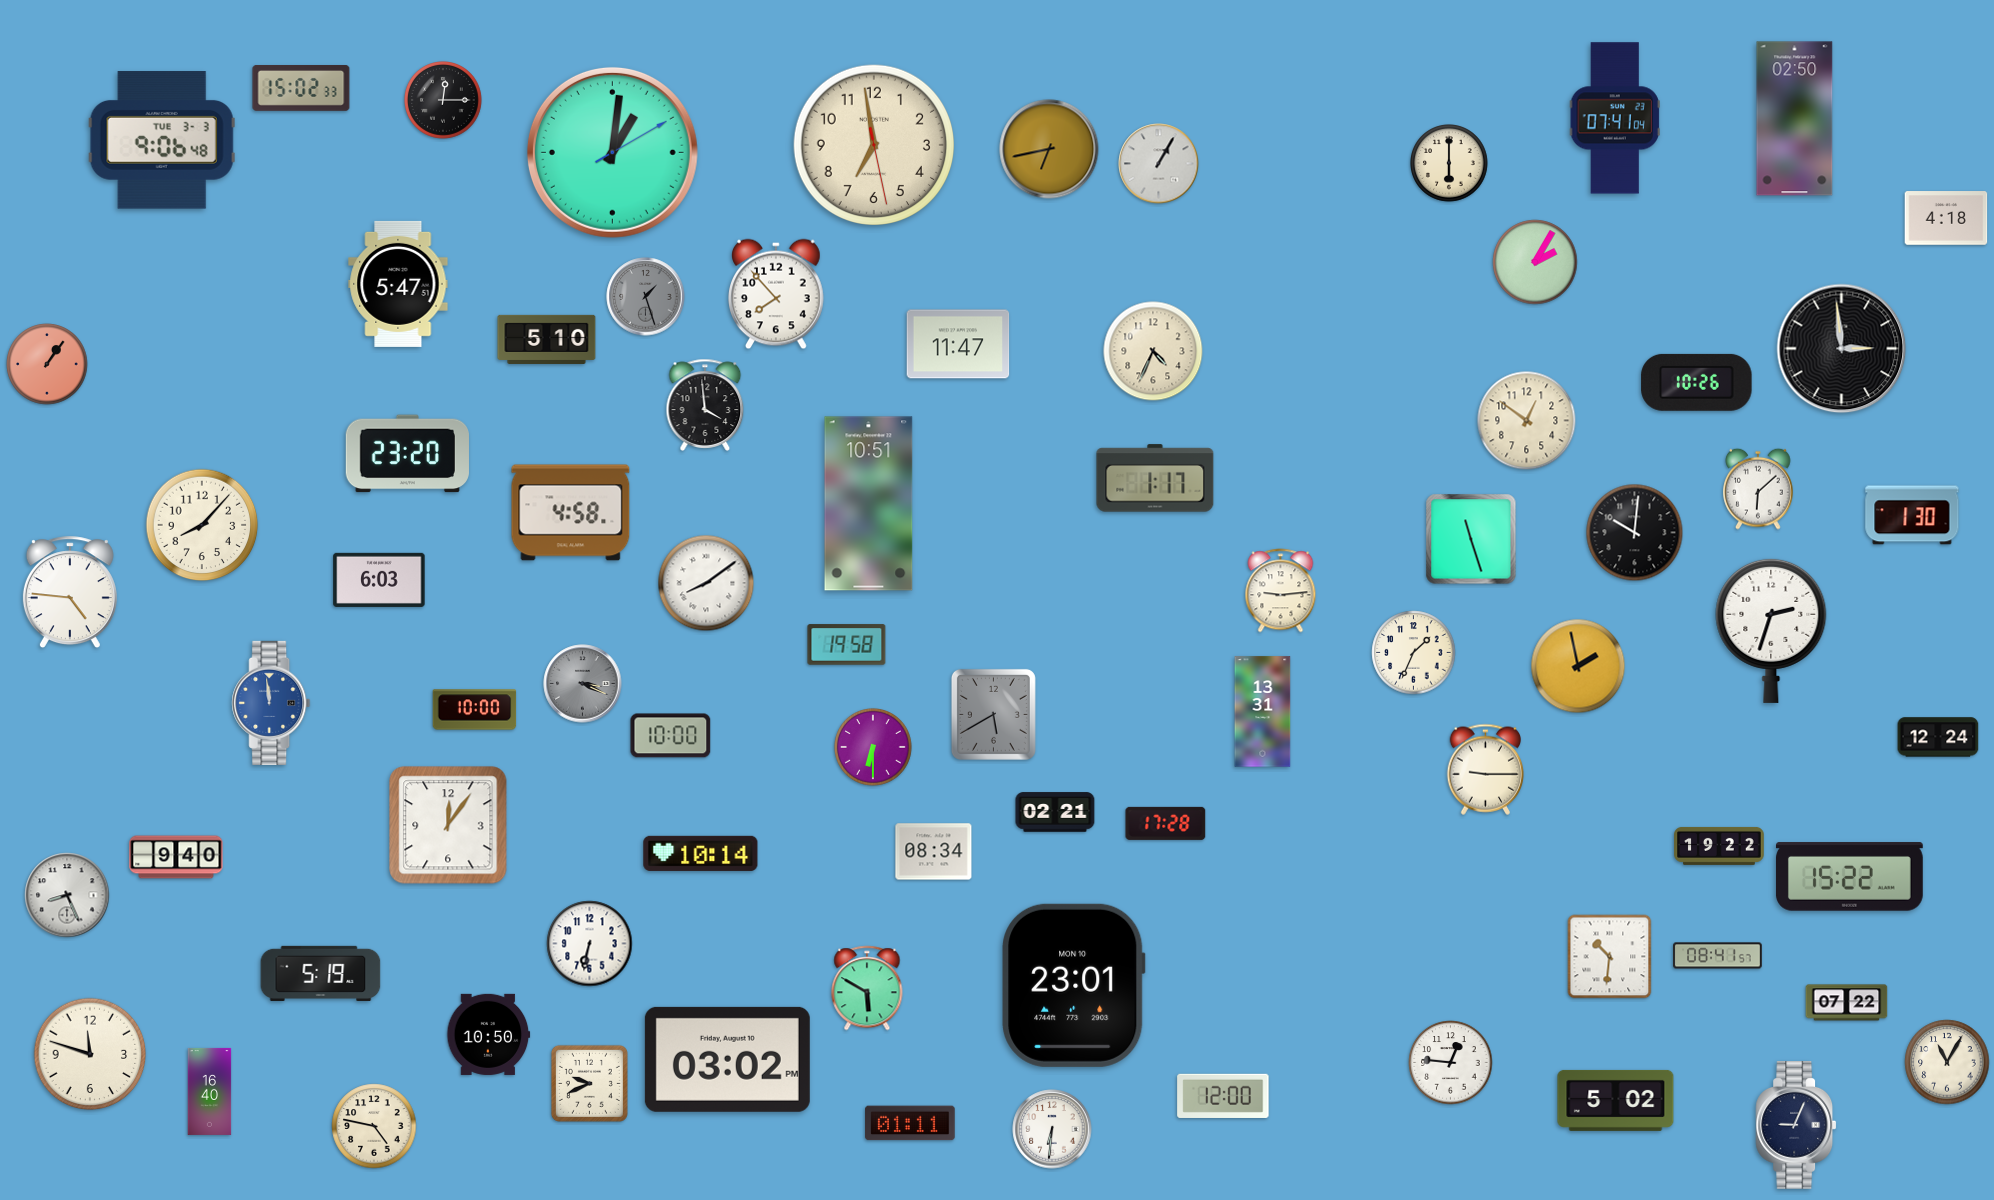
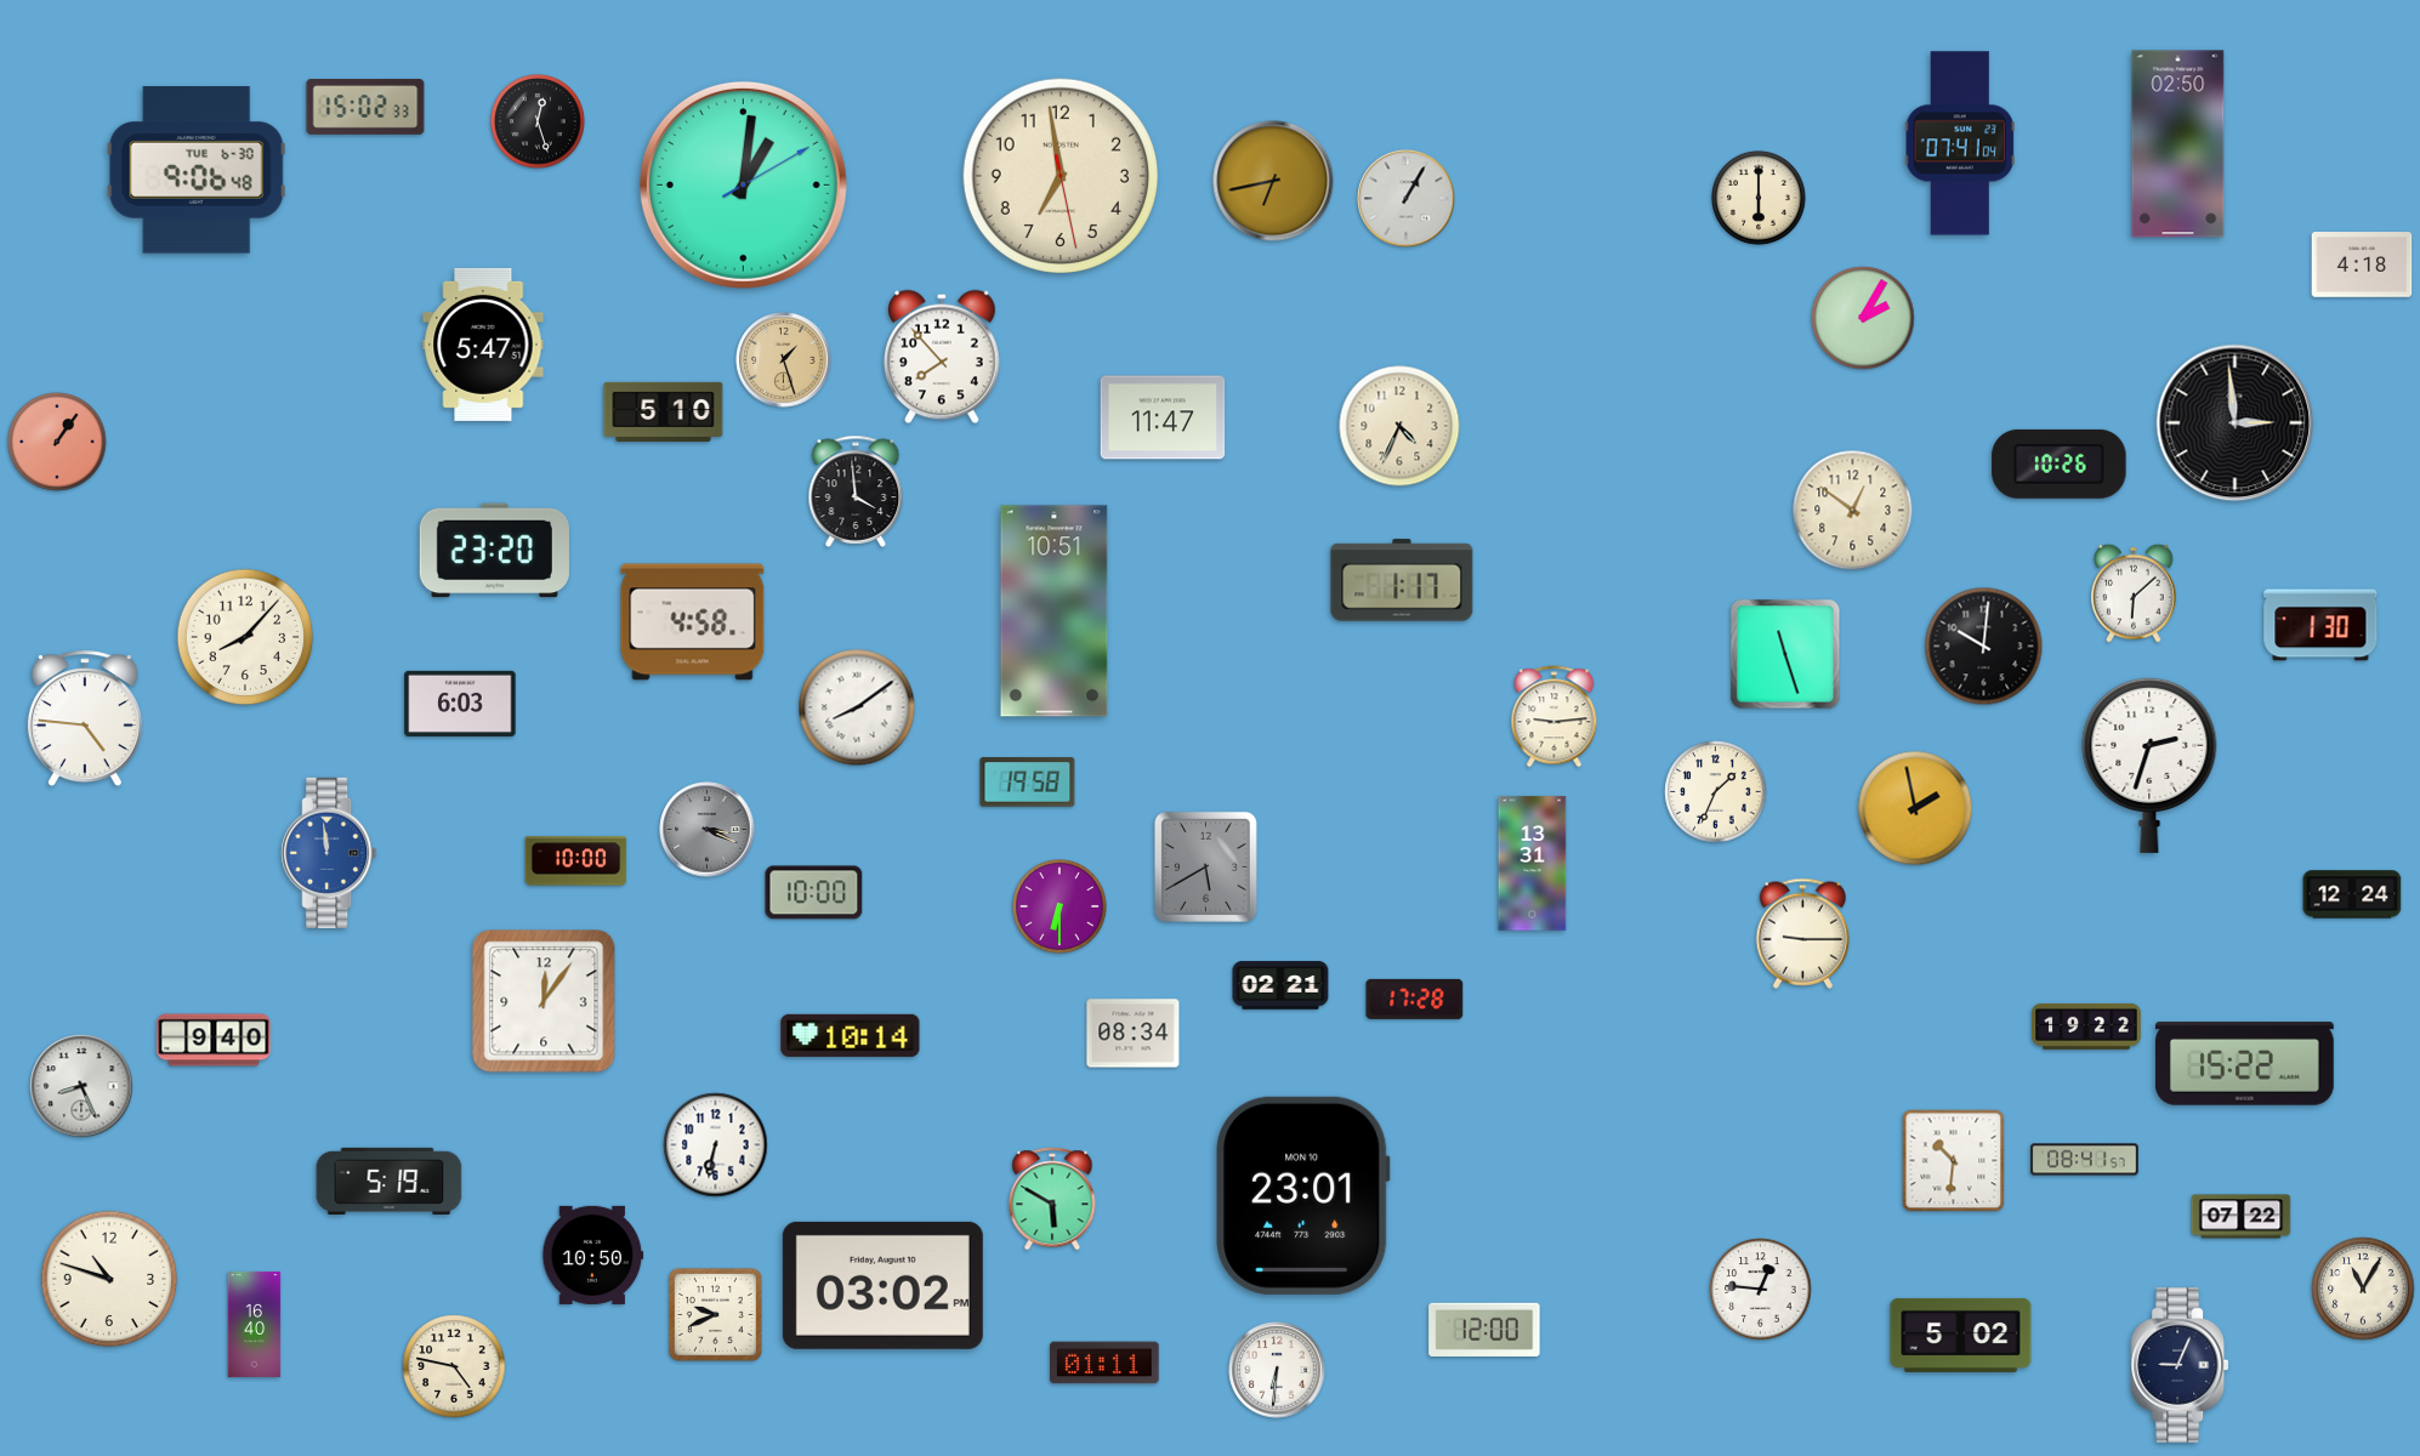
clock at (444, 101): 12:15 -> 12:27
clock at (162, 140) date: TUE 3-3 -> TUE 6-30
clock at (646, 297) dial: grey -> champagne
clock at (90, 1054): 11:48 -> 10:48
